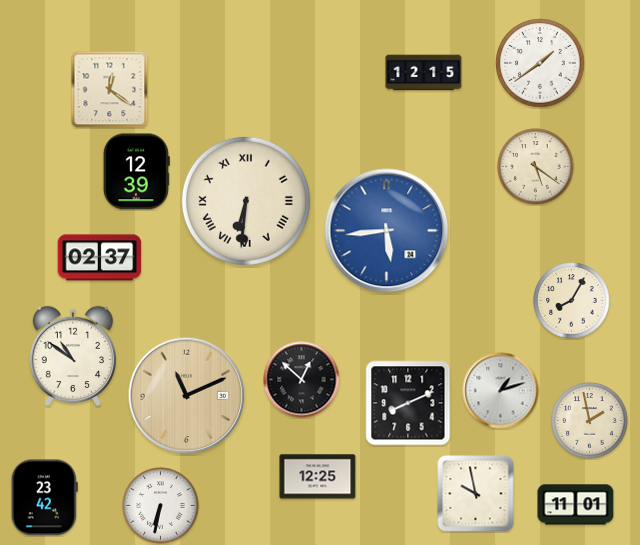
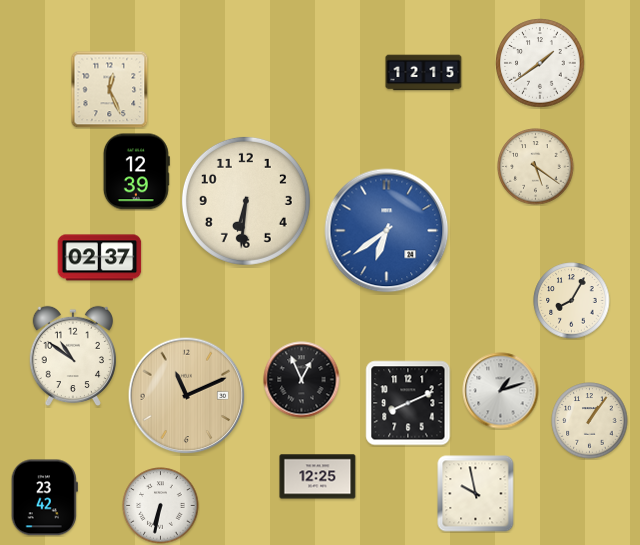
clock at (109, 89): 12:21 -> 12:26
clock at (246, 201) numerals: Roman -> Arabic
clock at (387, 231): 5:44 -> 6:39
clock at (302, 380): 12:52 -> 12:56
clock at (590, 421): 1:58 -> 1:06
clock at (576, 505): 11:01 -> none
